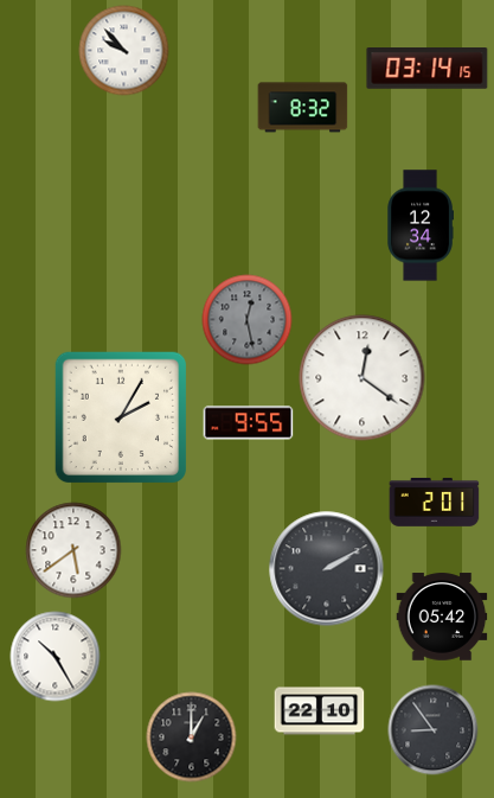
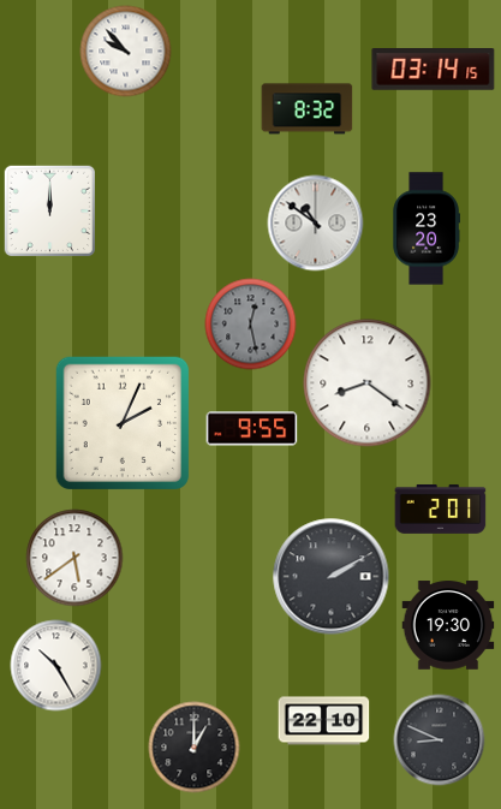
clock at (49, 210): none -> 12:00
clock at (316, 224): none -> 10:51
clock at (419, 225): 12:34 -> 23:20
clock at (363, 378): 12:21 -> 8:21
clock at (120, 416): 2:05 -> 2:04
clock at (442, 617): 05:42 -> 19:30
clock at (434, 730): 8:54 -> 8:49
